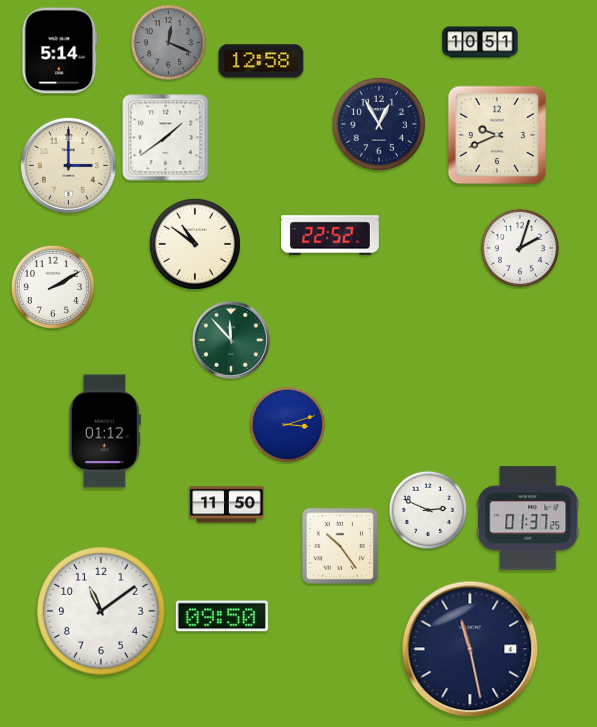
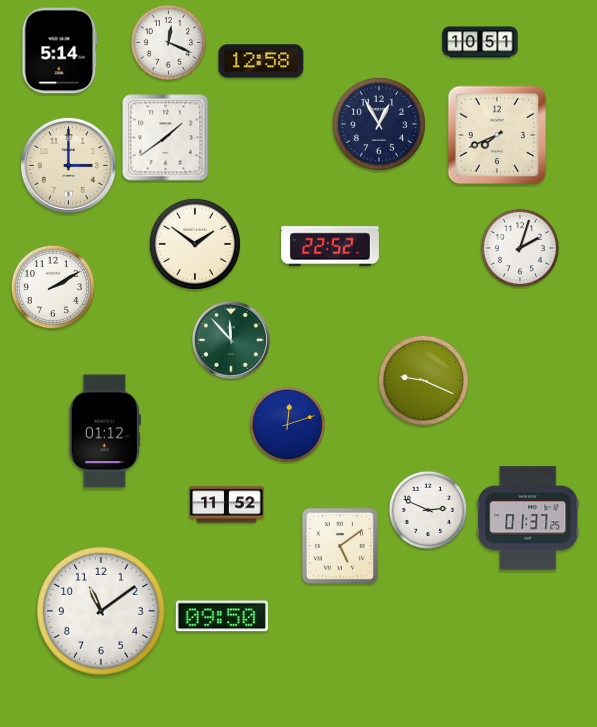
clock at (169, 43) dial: grey -> white
clock at (497, 135): 9:41 -> 7:41
clock at (331, 235) position: (331, 235) -> (331, 246)
clock at (195, 244): 10:51 -> 1:51
clock at (423, 380): none -> 9:19
clock at (288, 425): 3:12 -> 12:12
clock at (227, 505): 11:50 -> 11:52
clock at (340, 546): 10:24 -> 5:09
clock at (470, 649): 11:28 -> none
